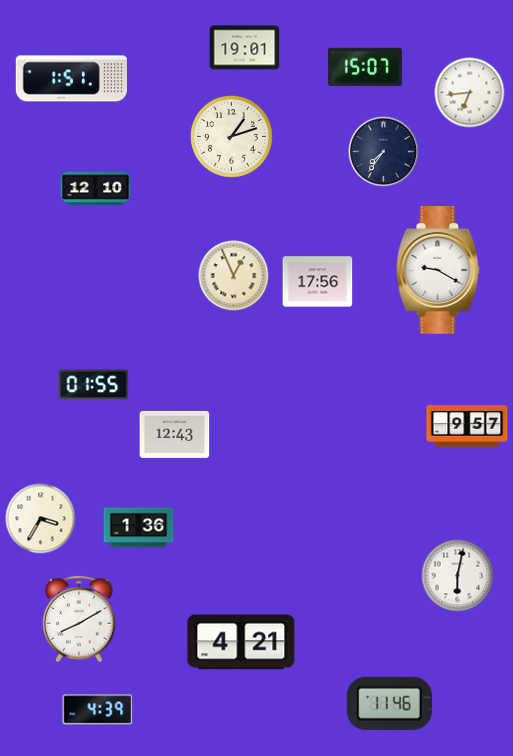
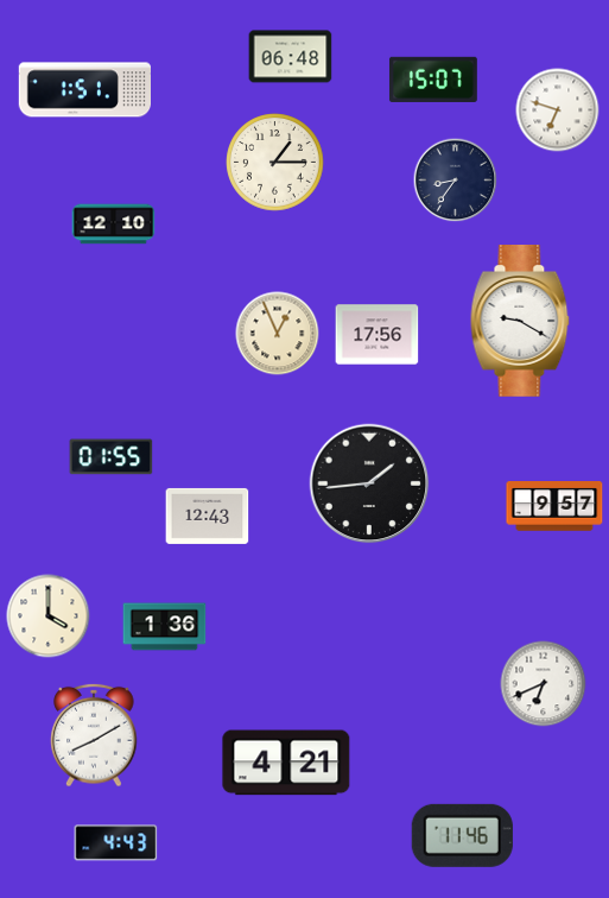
clock at (245, 48): 19:01 -> 06:48
clock at (71, 79) position: (71, 79) -> (84, 90)
clock at (470, 93): 6:44 -> 6:48
clock at (232, 137): 1:12 -> 1:15
clock at (384, 152): 7:36 -> 8:36
clock at (234, 276) position: (234, 276) -> (278, 334)
clock at (369, 483): none -> 1:44
clock at (41, 519): 3:35 -> 4:00
clock at (458, 576): 6:02 -> 6:41
clock at (98, 710): 4:39 -> 4:43
